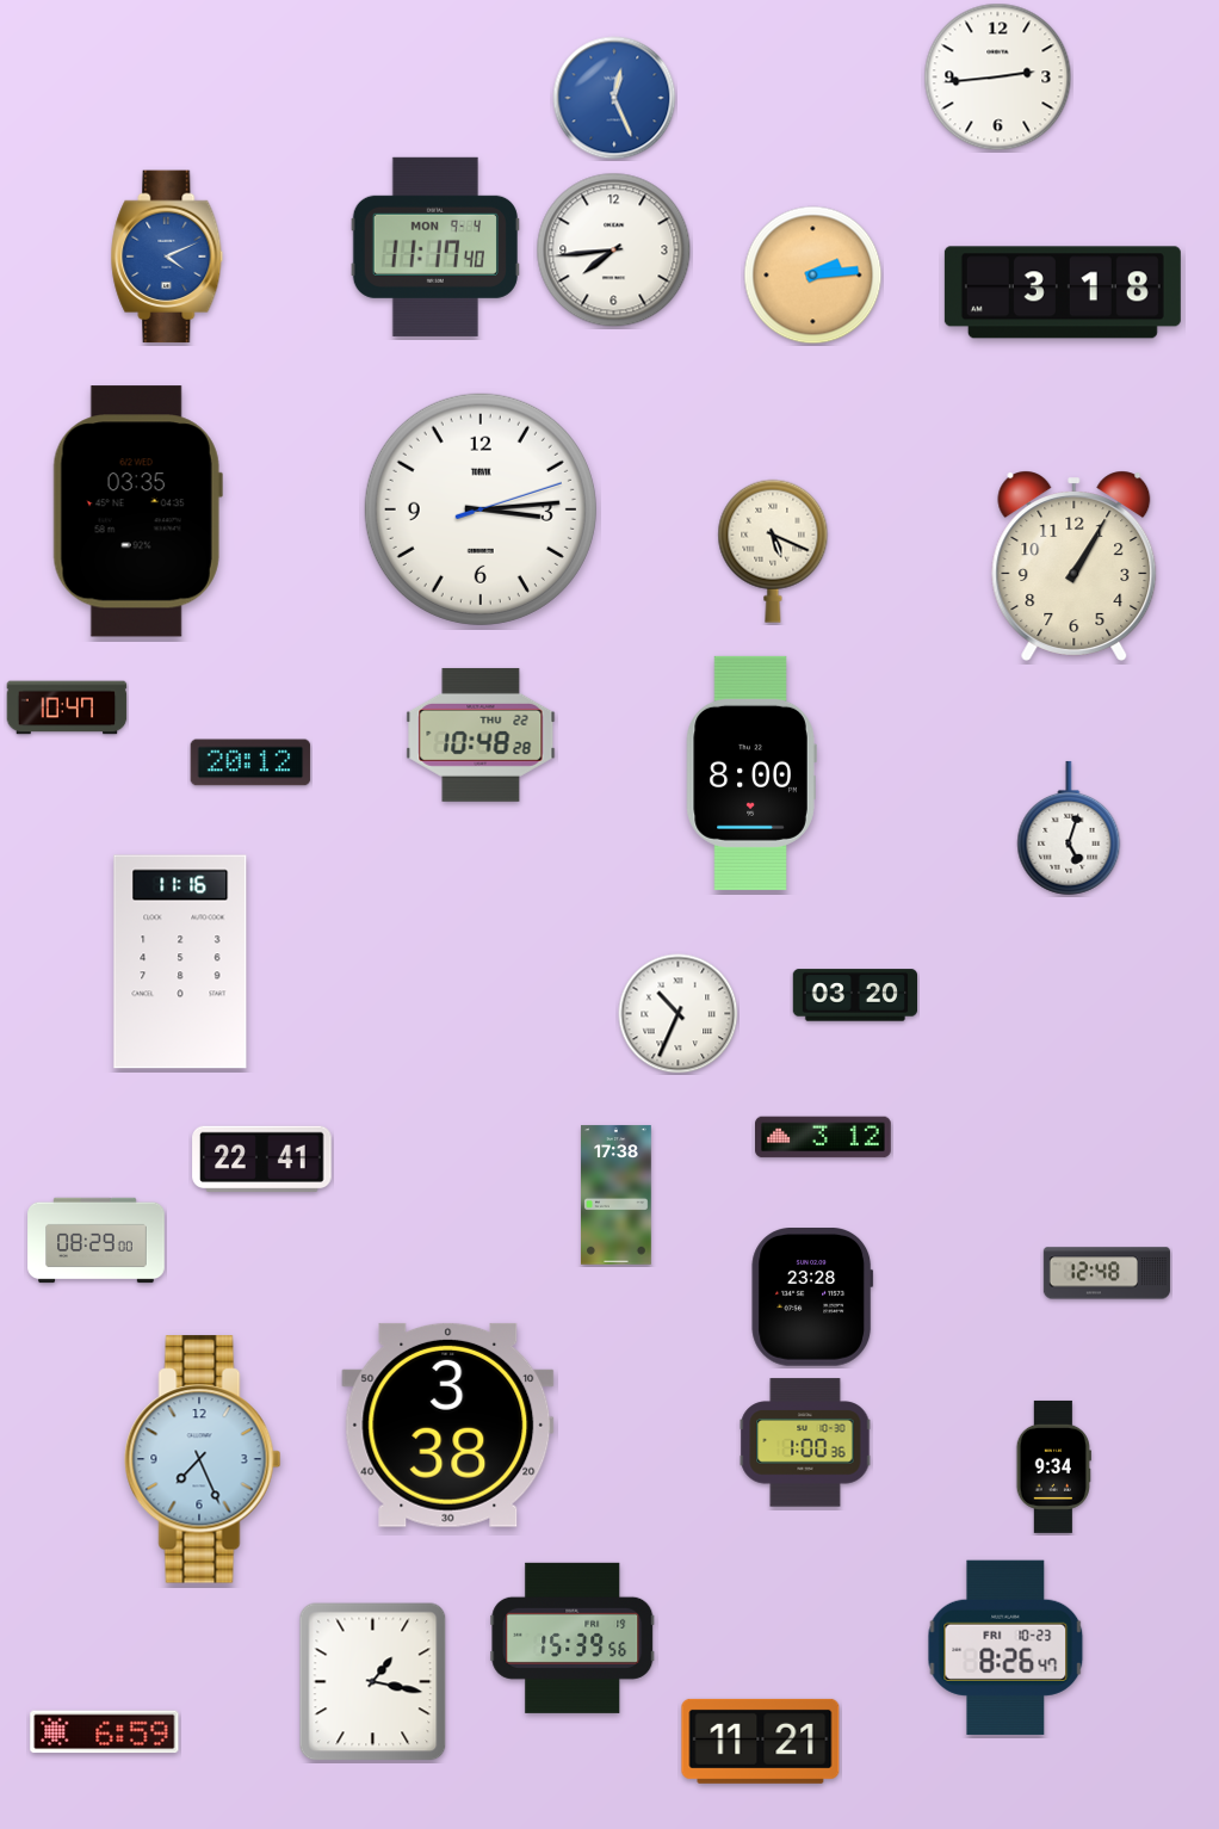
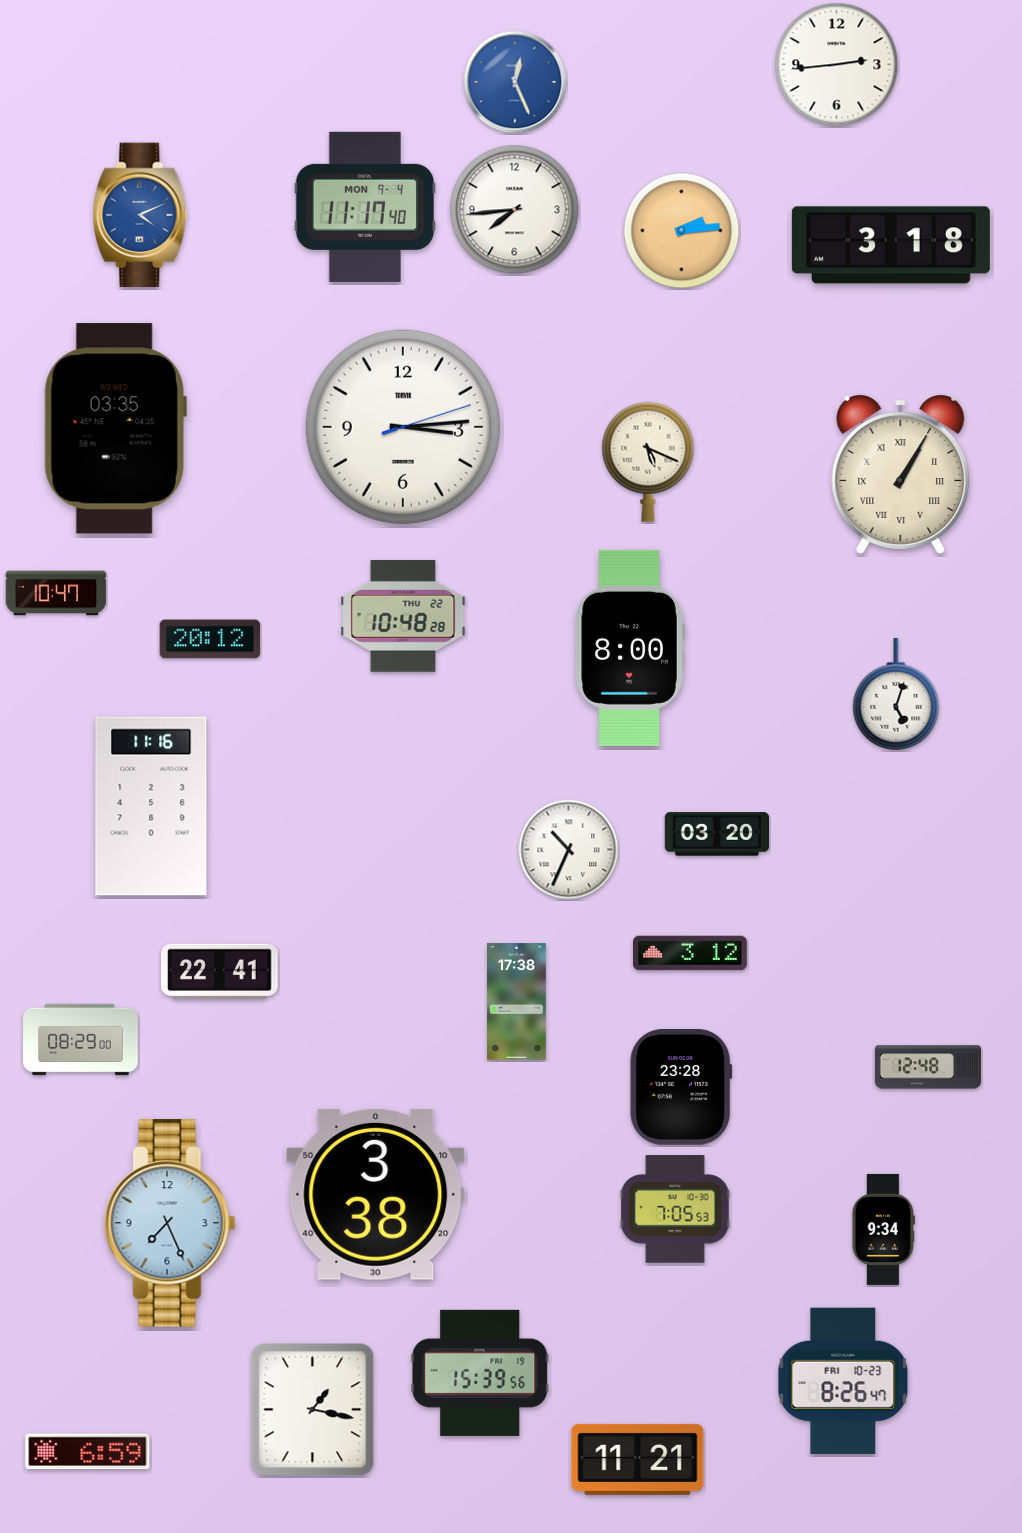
clock at (1075, 566) numerals: Arabic -> Roman
clock at (805, 1442): 1:00 -> 7:05
